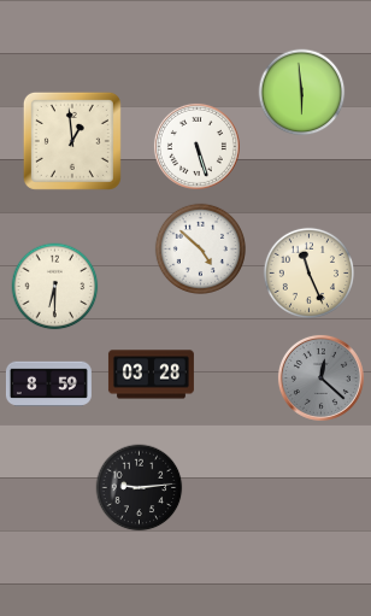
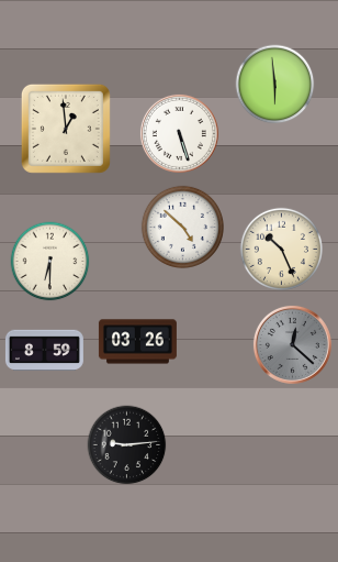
clock at (308, 272): 11:26 -> 10:26
clock at (151, 375): 03:28 -> 03:26
